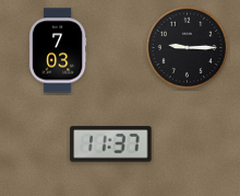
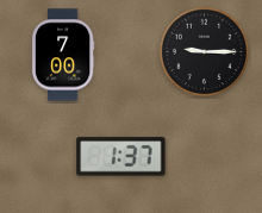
clock at (58, 50): 7:03 -> 7:00
clock at (111, 145): 11:37 -> 1:37
